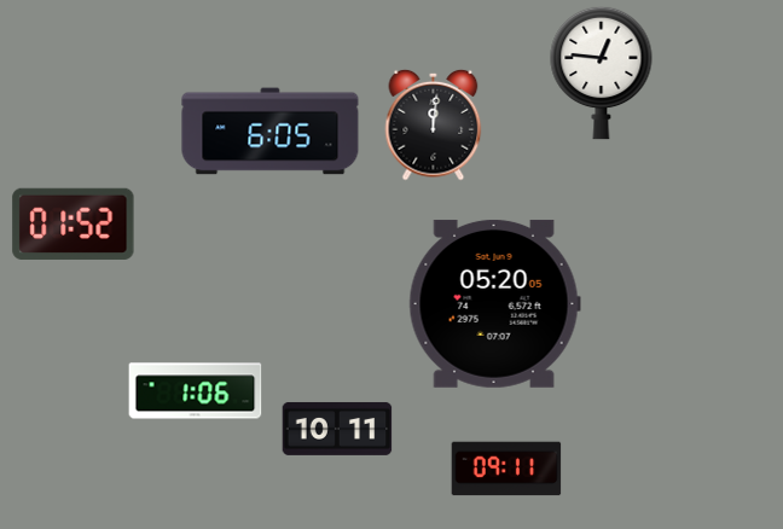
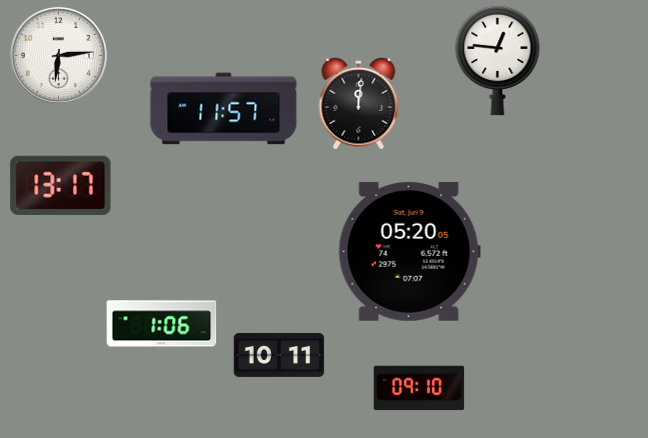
clock at (58, 55): none -> 6:14
clock at (271, 132): 6:05 -> 11:57
clock at (74, 223): 01:52 -> 13:17
clock at (506, 469): 09:11 -> 09:10
